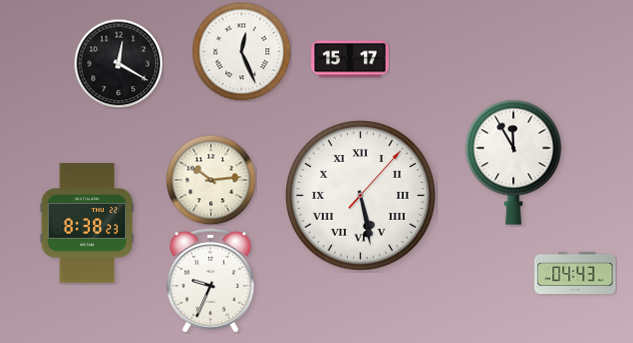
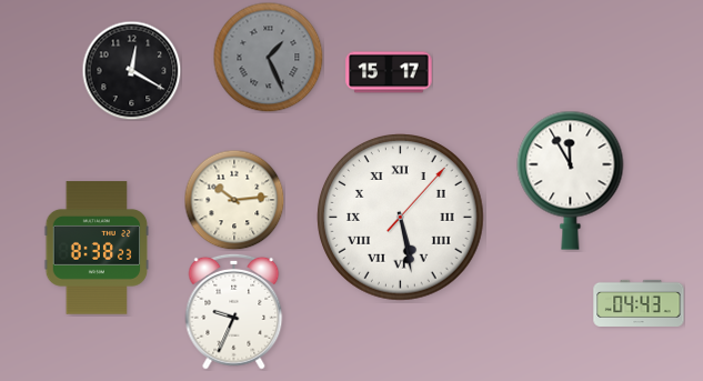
clock at (242, 52): 12:26 -> 1:26
clock at (242, 52) dial: white -> grey
clock at (350, 59) position: (350, 59) -> (389, 72)
